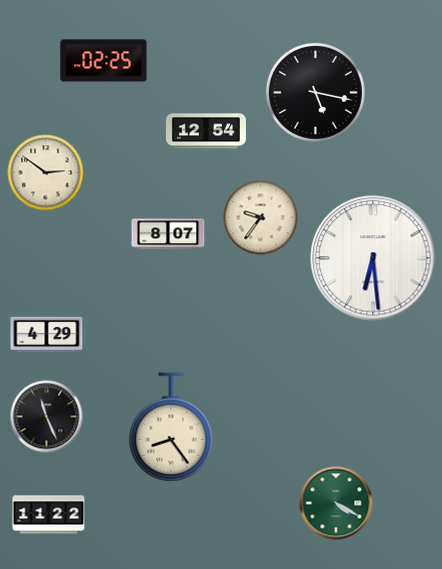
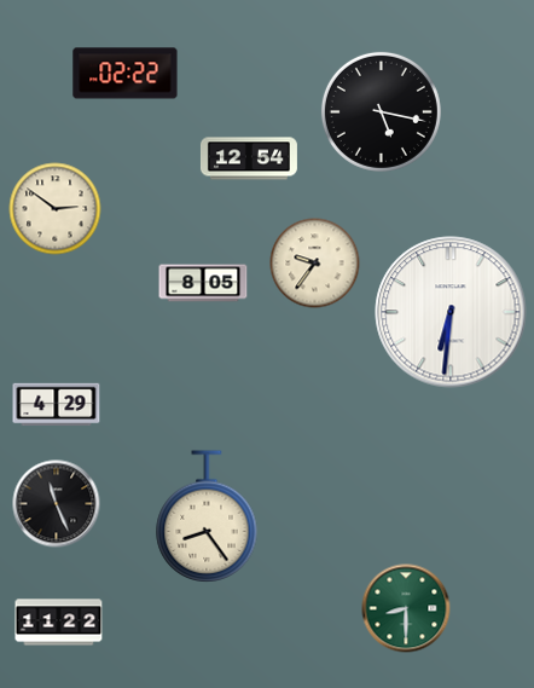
clock at (104, 61): 02:25 -> 02:22
clock at (168, 234): 8:07 -> 8:05
clock at (373, 258): 6:29 -> 6:31
clock at (336, 503): 4:20 -> 8:30
